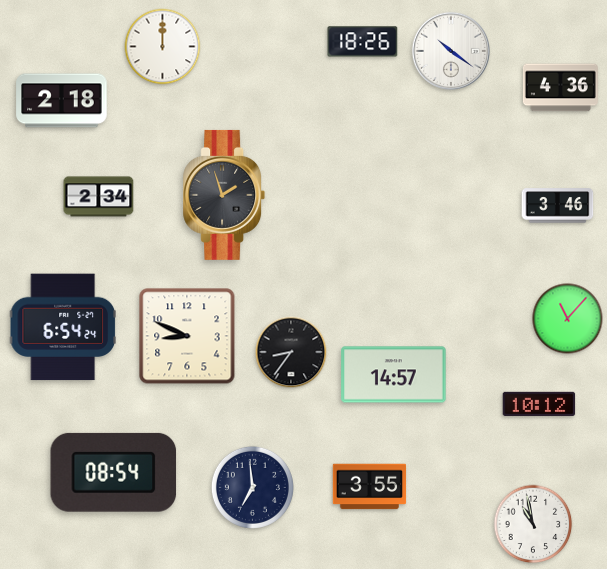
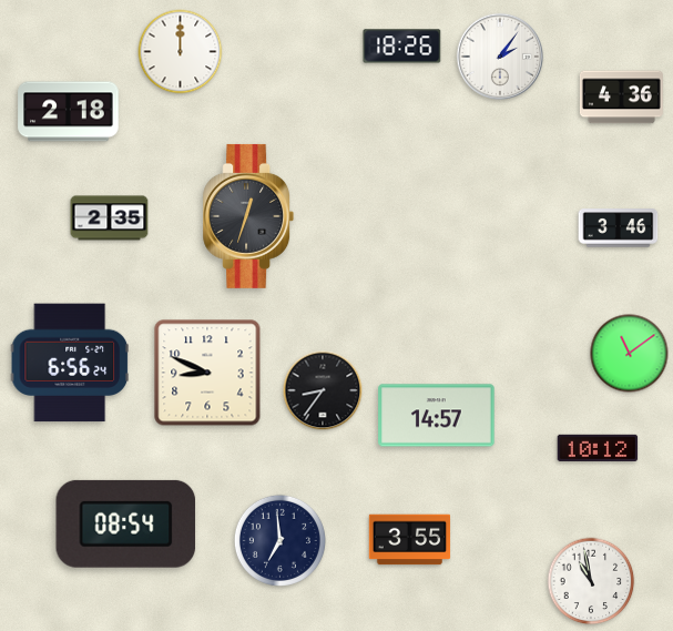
clock at (450, 50): 10:21 -> 2:06
clock at (224, 195): 1:57 -> 12:33
clock at (99, 197): 2:34 -> 2:35
clock at (568, 319): 11:07 -> 11:09
clock at (62, 327): 6:54 -> 6:56
